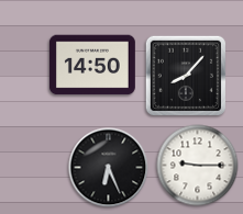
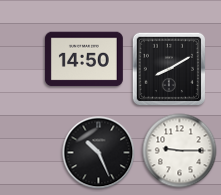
clock at (185, 75): 8:07 -> 8:10
clock at (109, 168): 6:26 -> 10:26
